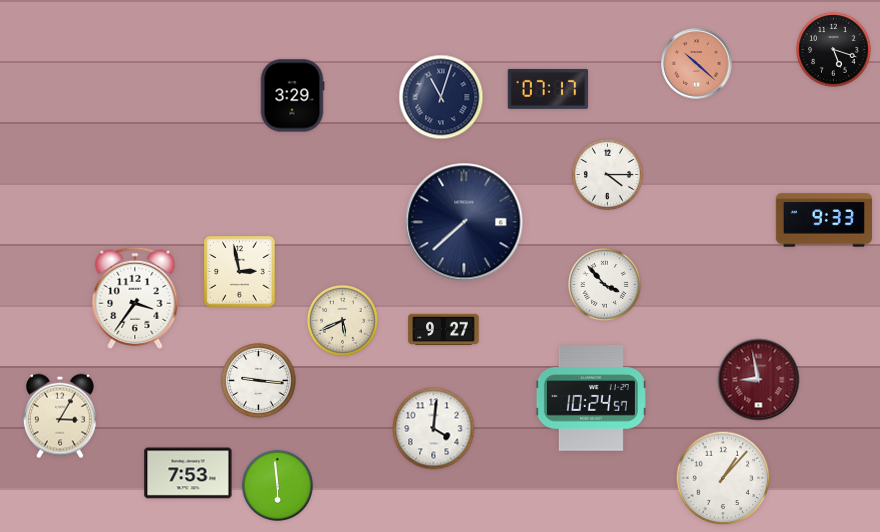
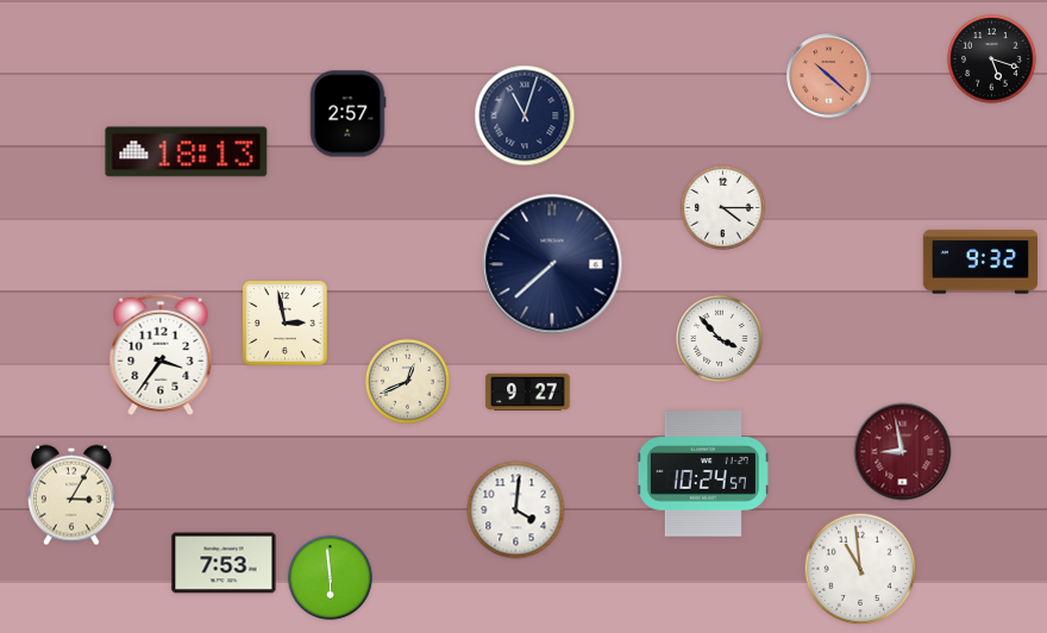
clock at (548, 89): 07:17 -> none
clock at (292, 96): 3:29 -> 2:57
clock at (187, 152): none -> 18:13
clock at (823, 220): 9:33 -> 9:32
clock at (342, 320): 5:41 -> 12:41
clock at (259, 381): 9:16 -> none
clock at (723, 478): 1:07 -> 10:59
